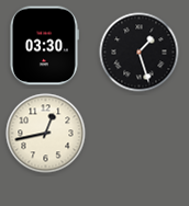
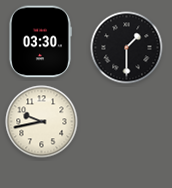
clock at (140, 53): 1:27 -> 1:30
clock at (46, 134): 12:43 -> 9:43
